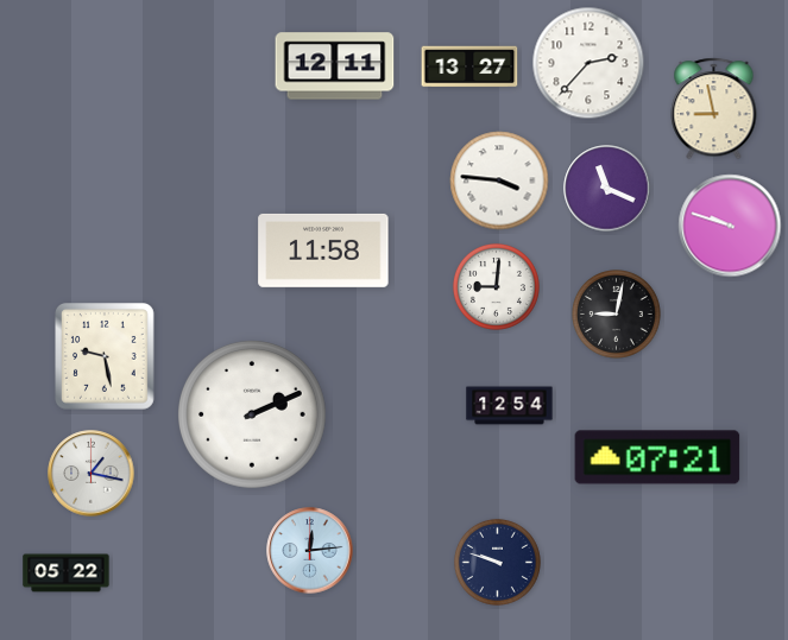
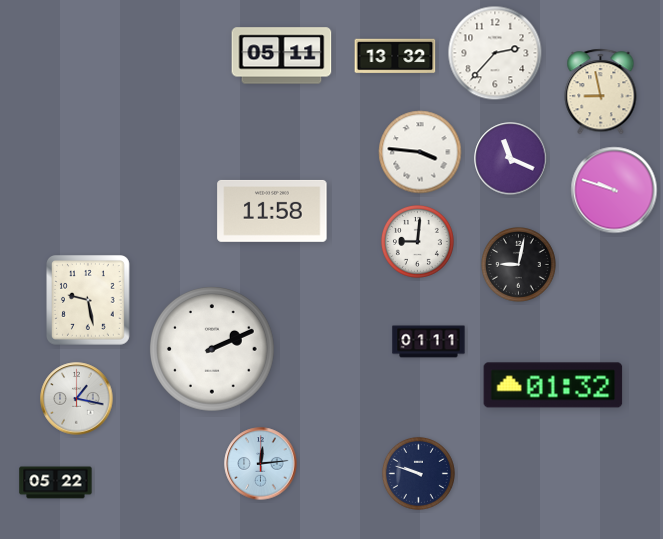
clock at (335, 66): 12:11 -> 05:11
clock at (469, 66): 13:27 -> 13:32
clock at (510, 406): 12:54 -> 01:11
clock at (657, 457): 07:21 -> 01:32
